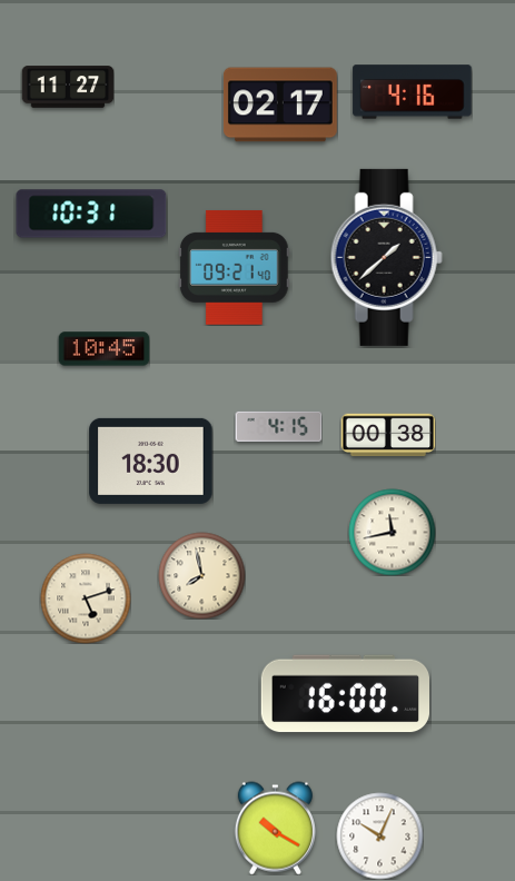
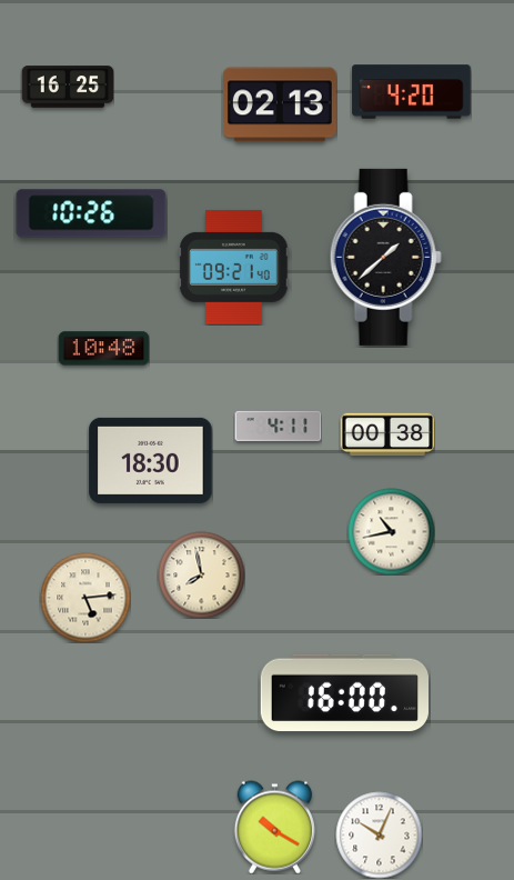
clock at (68, 87): 11:27 -> 16:25
clock at (413, 92): 4:16 -> 4:20
clock at (280, 105): 02:17 -> 02:13
clock at (91, 214): 10:31 -> 10:26
clock at (103, 349): 10:45 -> 10:48
clock at (278, 426): 4:15 -> 4:11
clock at (392, 532): 11:43 -> 10:43
clock at (86, 598): 5:12 -> 5:14
